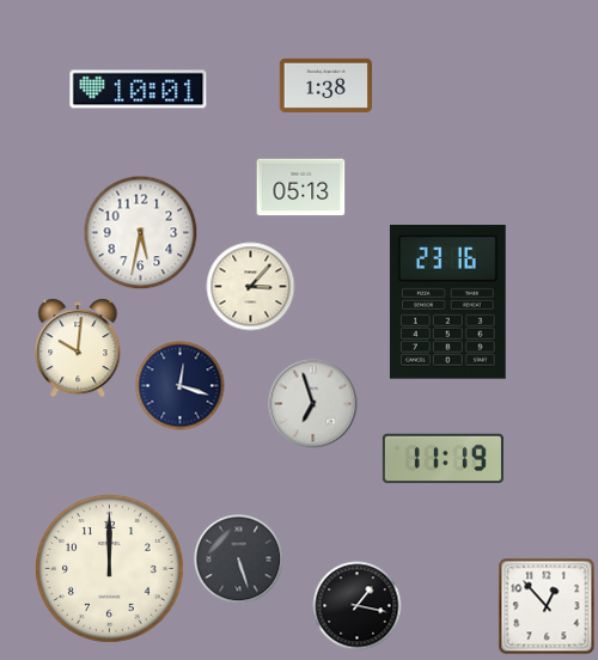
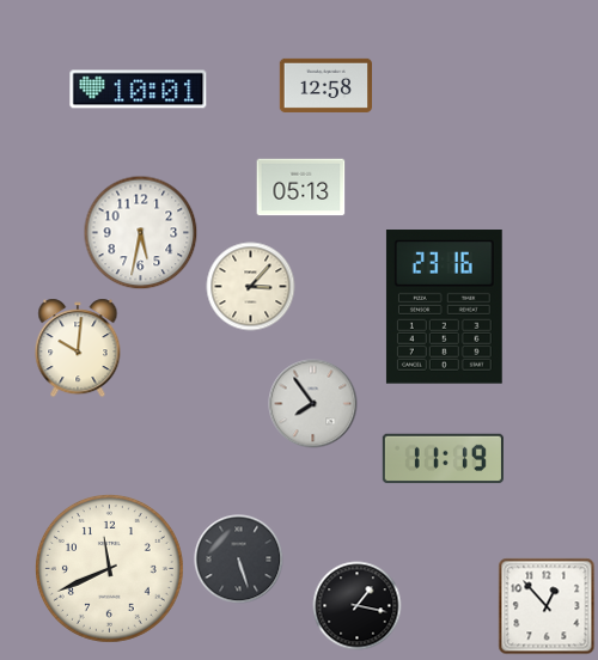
clock at (327, 85): 1:38 -> 12:58
clock at (447, 302) position: (447, 302) -> (444, 307)
clock at (181, 386): 12:18 -> none
clock at (313, 404): 6:57 -> 7:54
clock at (109, 568): 12:00 -> 11:41
